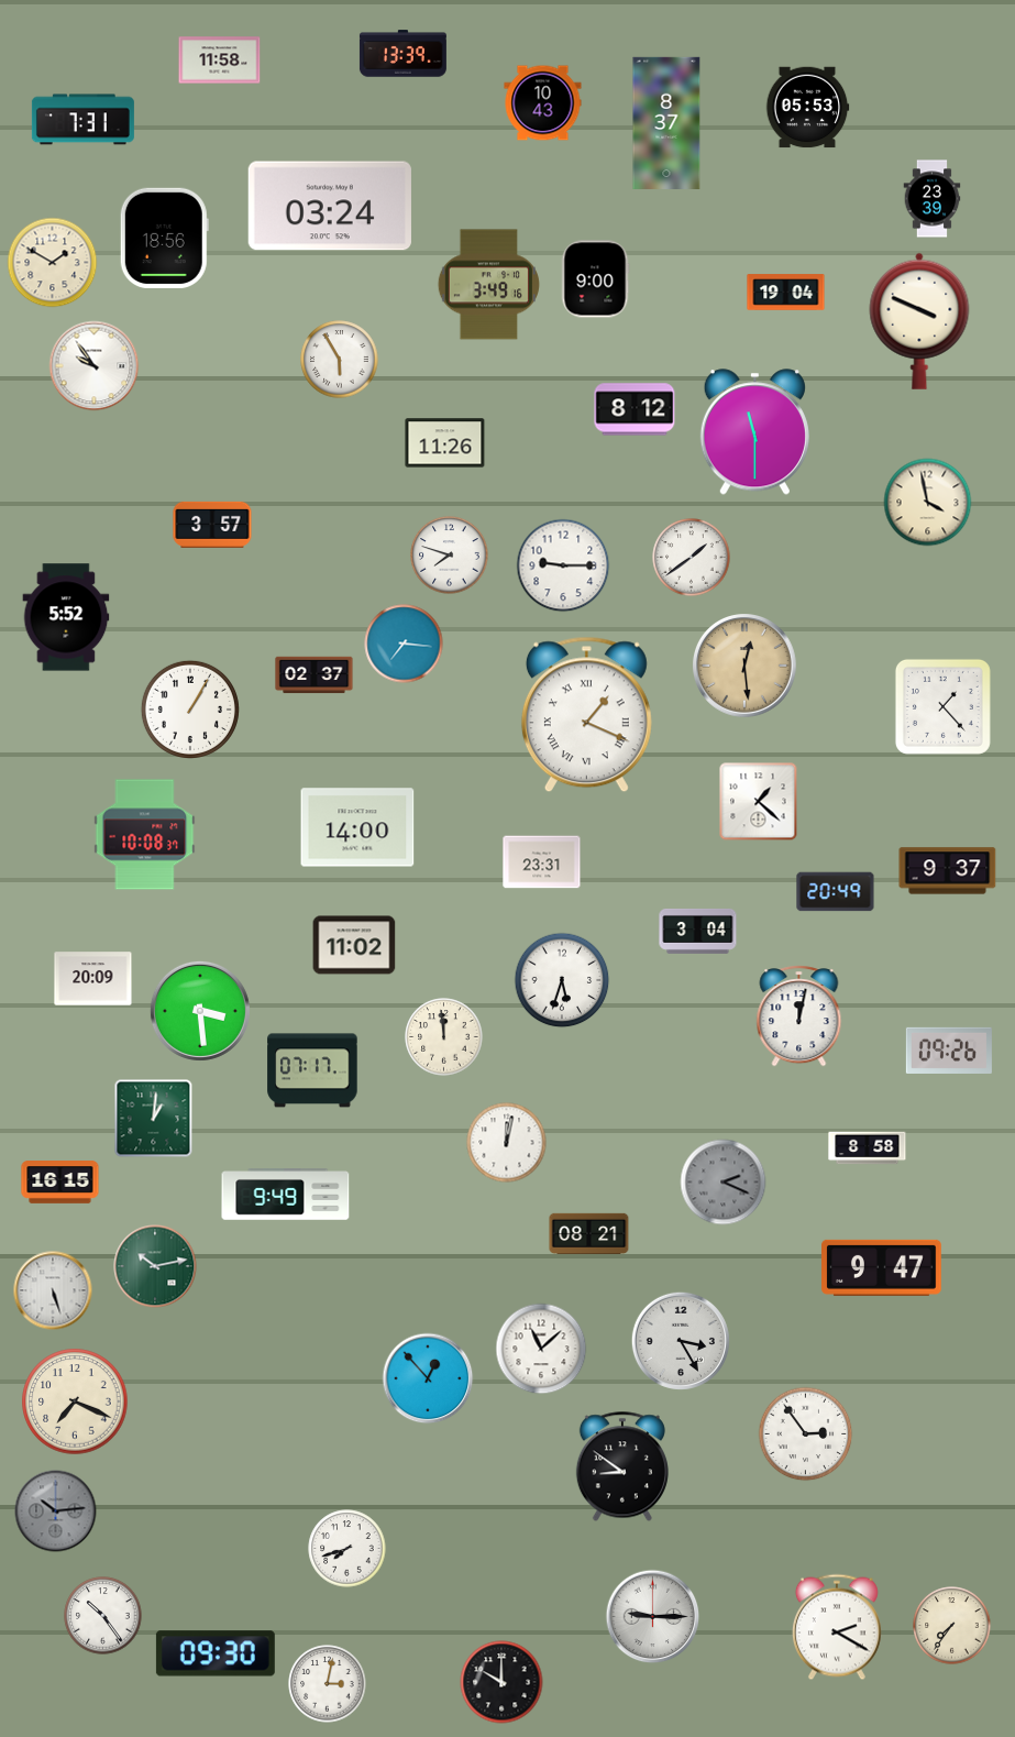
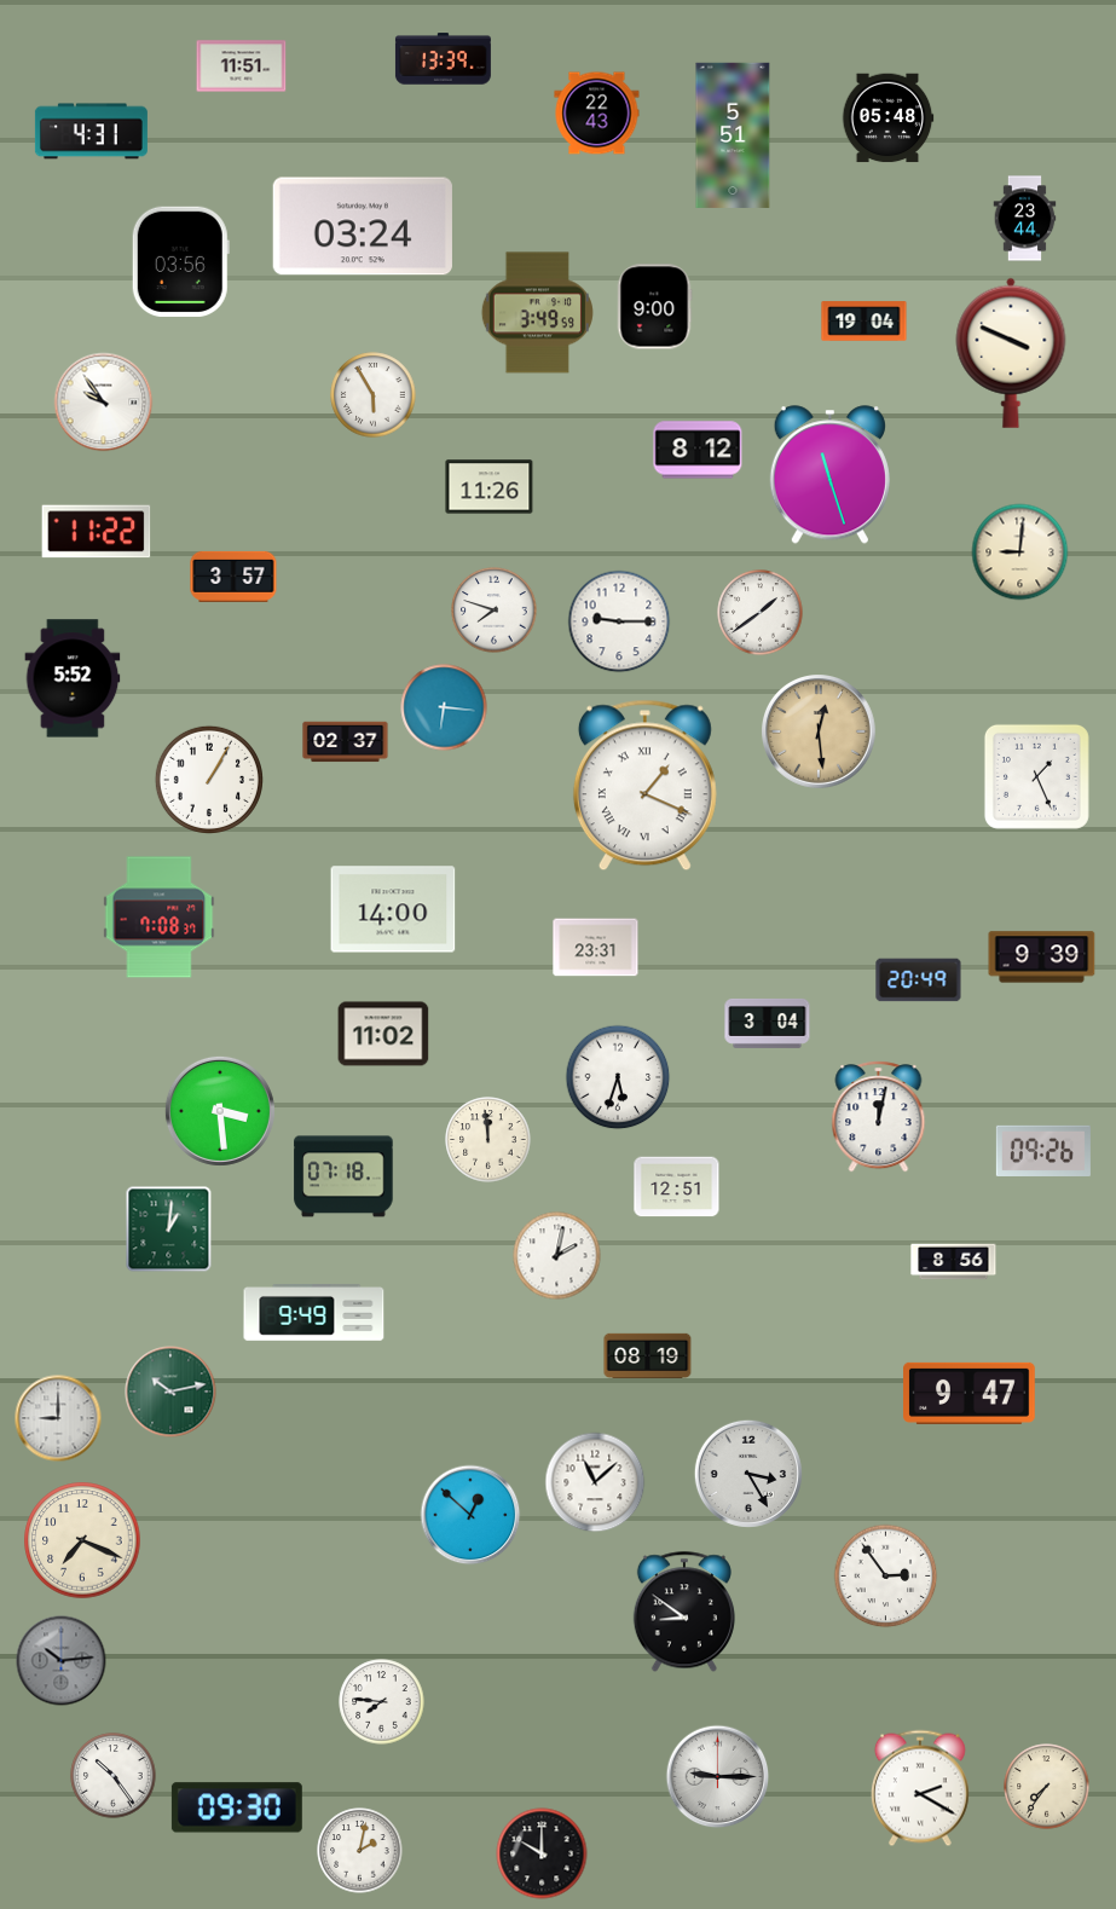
clock at (220, 61): 11:58 -> 11:51
clock at (543, 103): 10:43 -> 22:43
clock at (807, 108): 05:53 -> 05:48
clock at (82, 120): 7:31 -> 4:31
clock at (666, 123): 8:37 -> 5:51
clock at (933, 199): 23:39 -> 23:44
clock at (164, 238): 18:56 -> 03:56
clock at (53, 263): 1:50 -> none
clock at (488, 285): 3:49:16 -> 3:49:59
clock at (754, 432): 11:30 -> 11:27
clock at (97, 532): none -> 11:22
clock at (928, 503): 3:58 -> 9:01
clock at (404, 644): 7:16 -> 6:16
clock at (942, 706): 1:23 -> 1:26
clock at (759, 802): 1:22 -> none
clock at (145, 835): 10:08 -> 7:08
clock at (948, 871): 9:37 -> 9:39
clock at (354, 945) position: (354, 945) -> (383, 1034)
clock at (93, 979): 20:09 -> none
clock at (949, 1051) position: (949, 1051) -> (1043, 1151)
clock at (312, 1070): 07:17 -> 07:18
clock at (677, 1187): none -> 12:51
clock at (507, 1143): 12:02 -> 2:02
clock at (868, 1148): 8:58 -> 8:56
clock at (60, 1183): 16:15 -> none
clock at (724, 1183): 2:19 -> none
clock at (589, 1233): 08:21 -> 08:19
clock at (53, 1290): 5:27 -> 9:00
clock at (428, 1378): 12:53 -> 12:52
clock at (347, 1549): 7:42 -> 7:46
clock at (216, 1653) position: (216, 1653) -> (237, 1807)
clock at (501, 1682) position: (501, 1682) -> (542, 1853)
clock at (328, 1684): 3:02 -> 2:02
